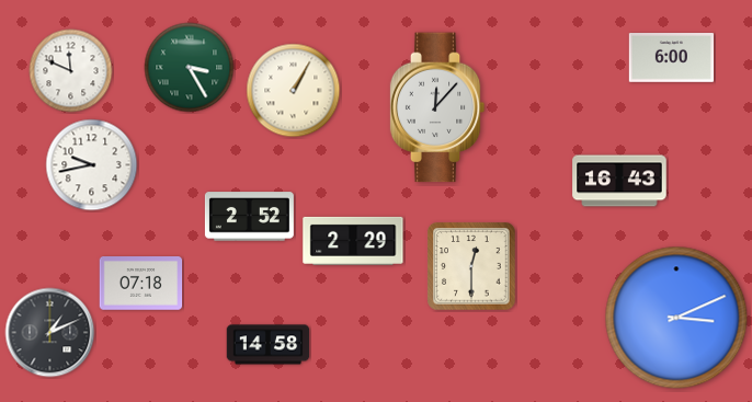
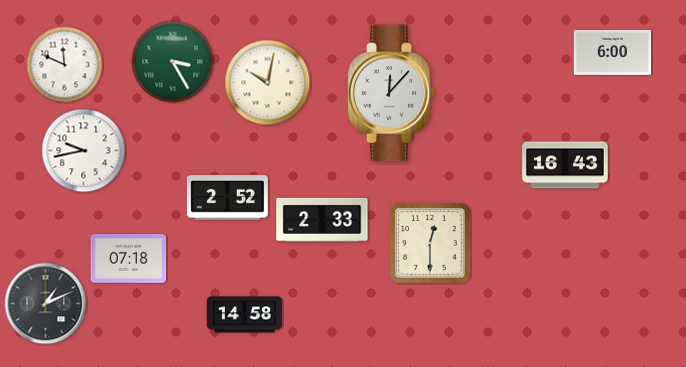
clock at (294, 91): 1:05 -> 10:02
clock at (437, 107) position: (437, 107) -> (391, 93)
clock at (353, 241): 2:29 -> 2:33
clock at (676, 318): 3:11 -> none
